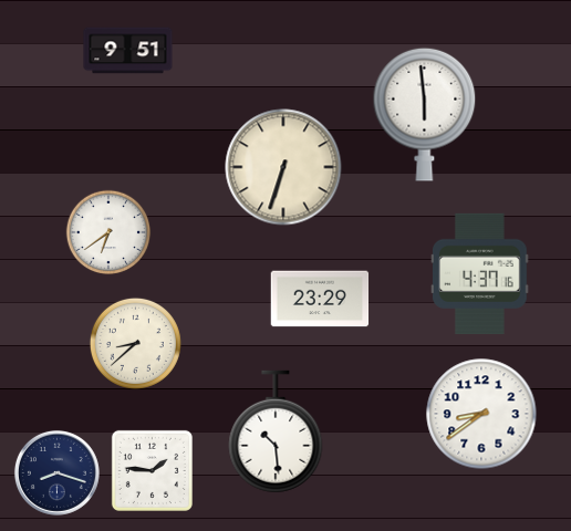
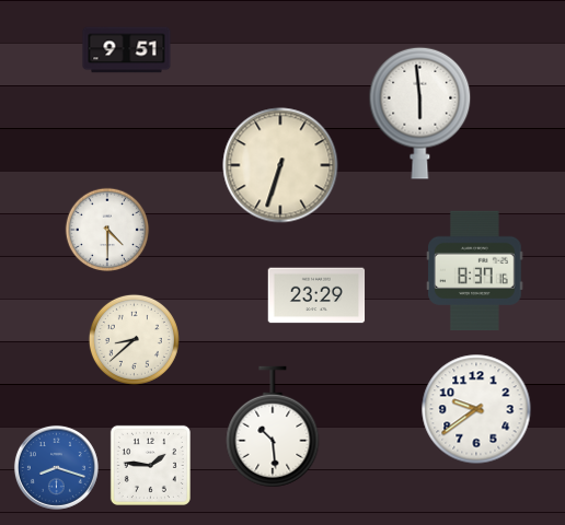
clock at (108, 232): 6:39 -> 4:30
clock at (480, 273): 4:37 -> 8:37
clock at (481, 414): 8:39 -> 9:39
clock at (56, 472) dial: navy -> blue
